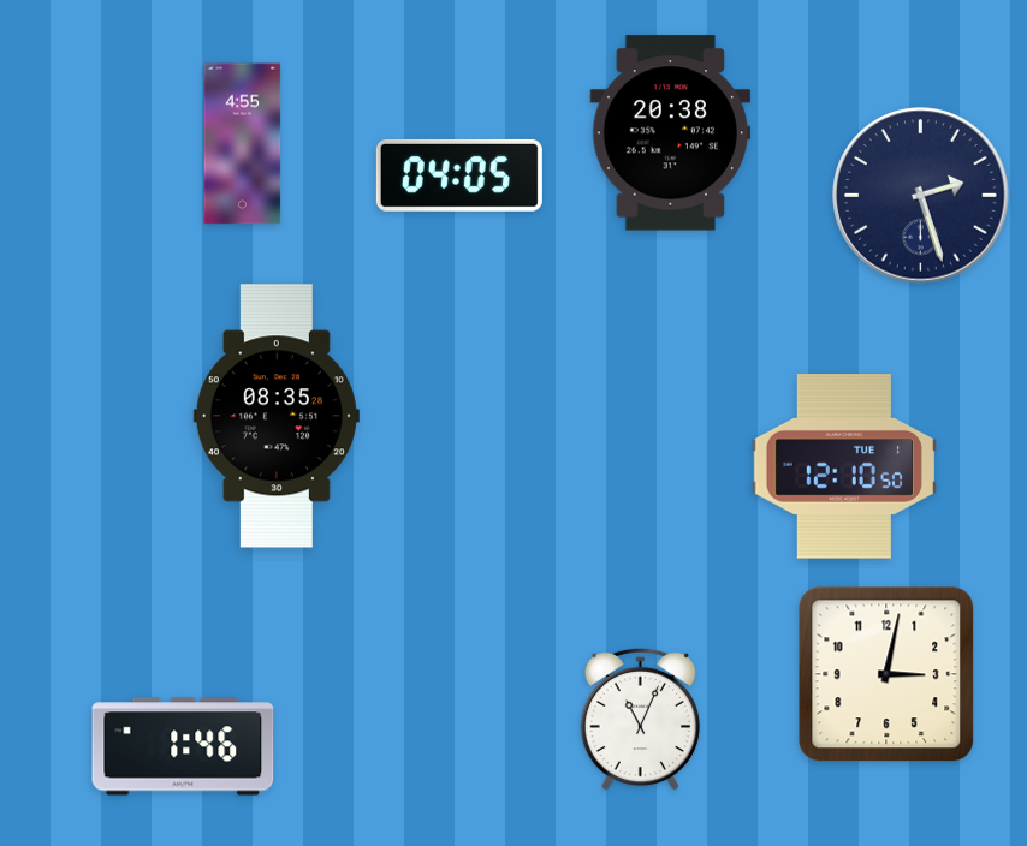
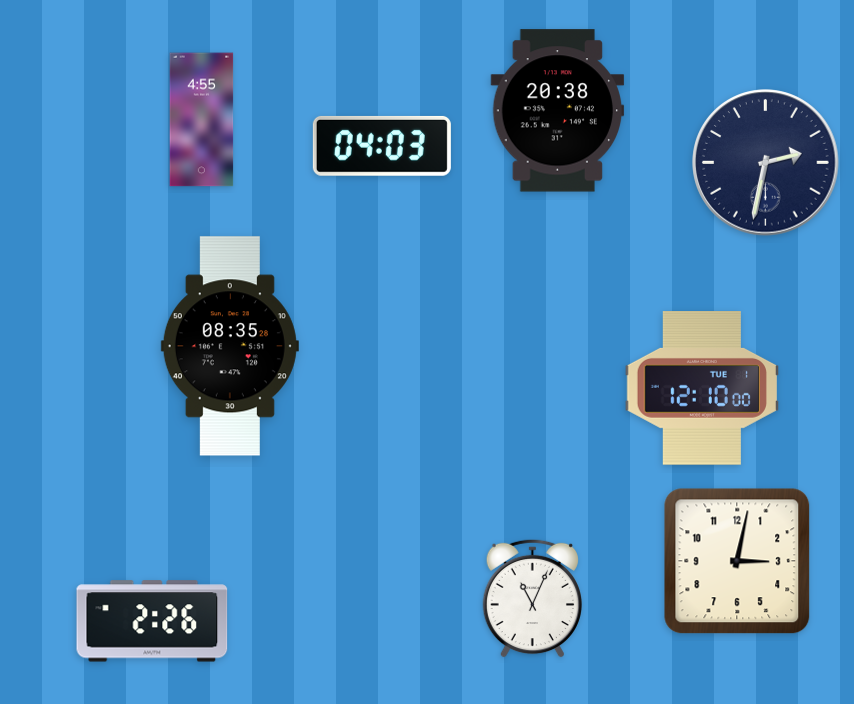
clock at (459, 175): 04:05 -> 04:03
clock at (921, 196): 2:27 -> 2:32
clock at (843, 467): 12:10:50 -> 12:10:00
clock at (183, 746): 1:46 -> 2:26
